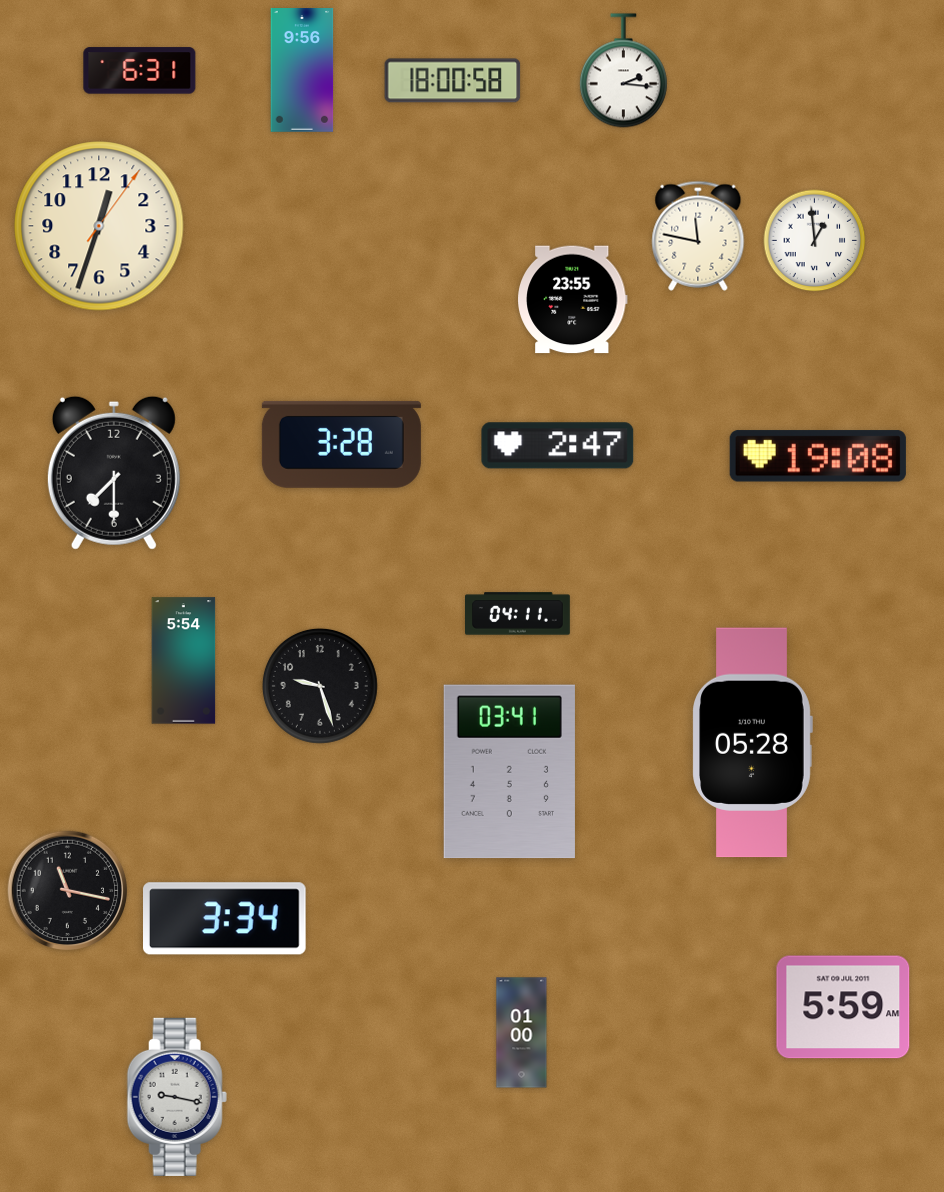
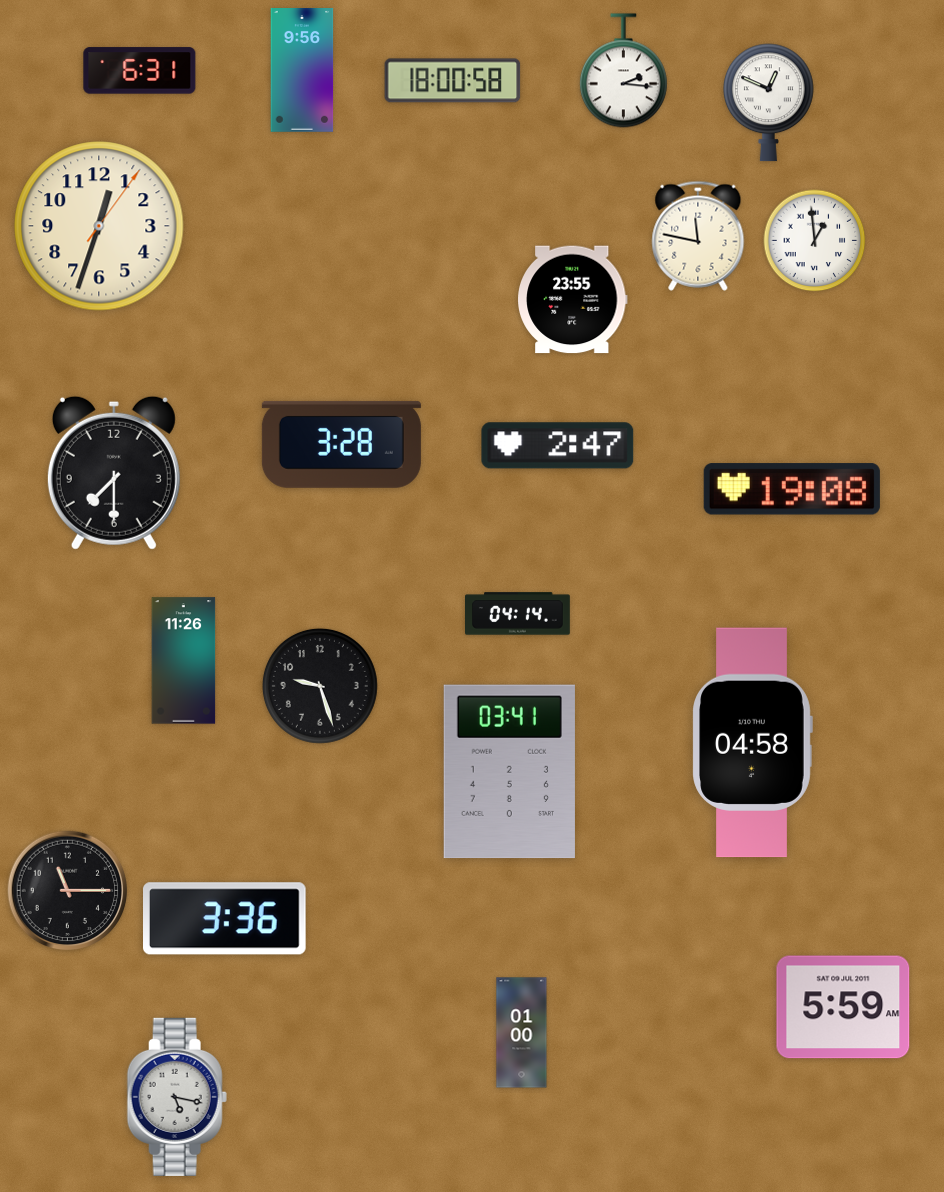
clock at (768, 103): none -> 12:49
clock at (818, 456) position: (818, 456) -> (792, 489)
clock at (518, 614): 04:11 -> 04:14
clock at (184, 661): 5:54 -> 11:26
clock at (752, 743): 05:28 -> 04:58
clock at (68, 891): 11:17 -> 11:15
clock at (225, 919): 3:34 -> 3:36
clock at (177, 1097): 9:17 -> 5:17
